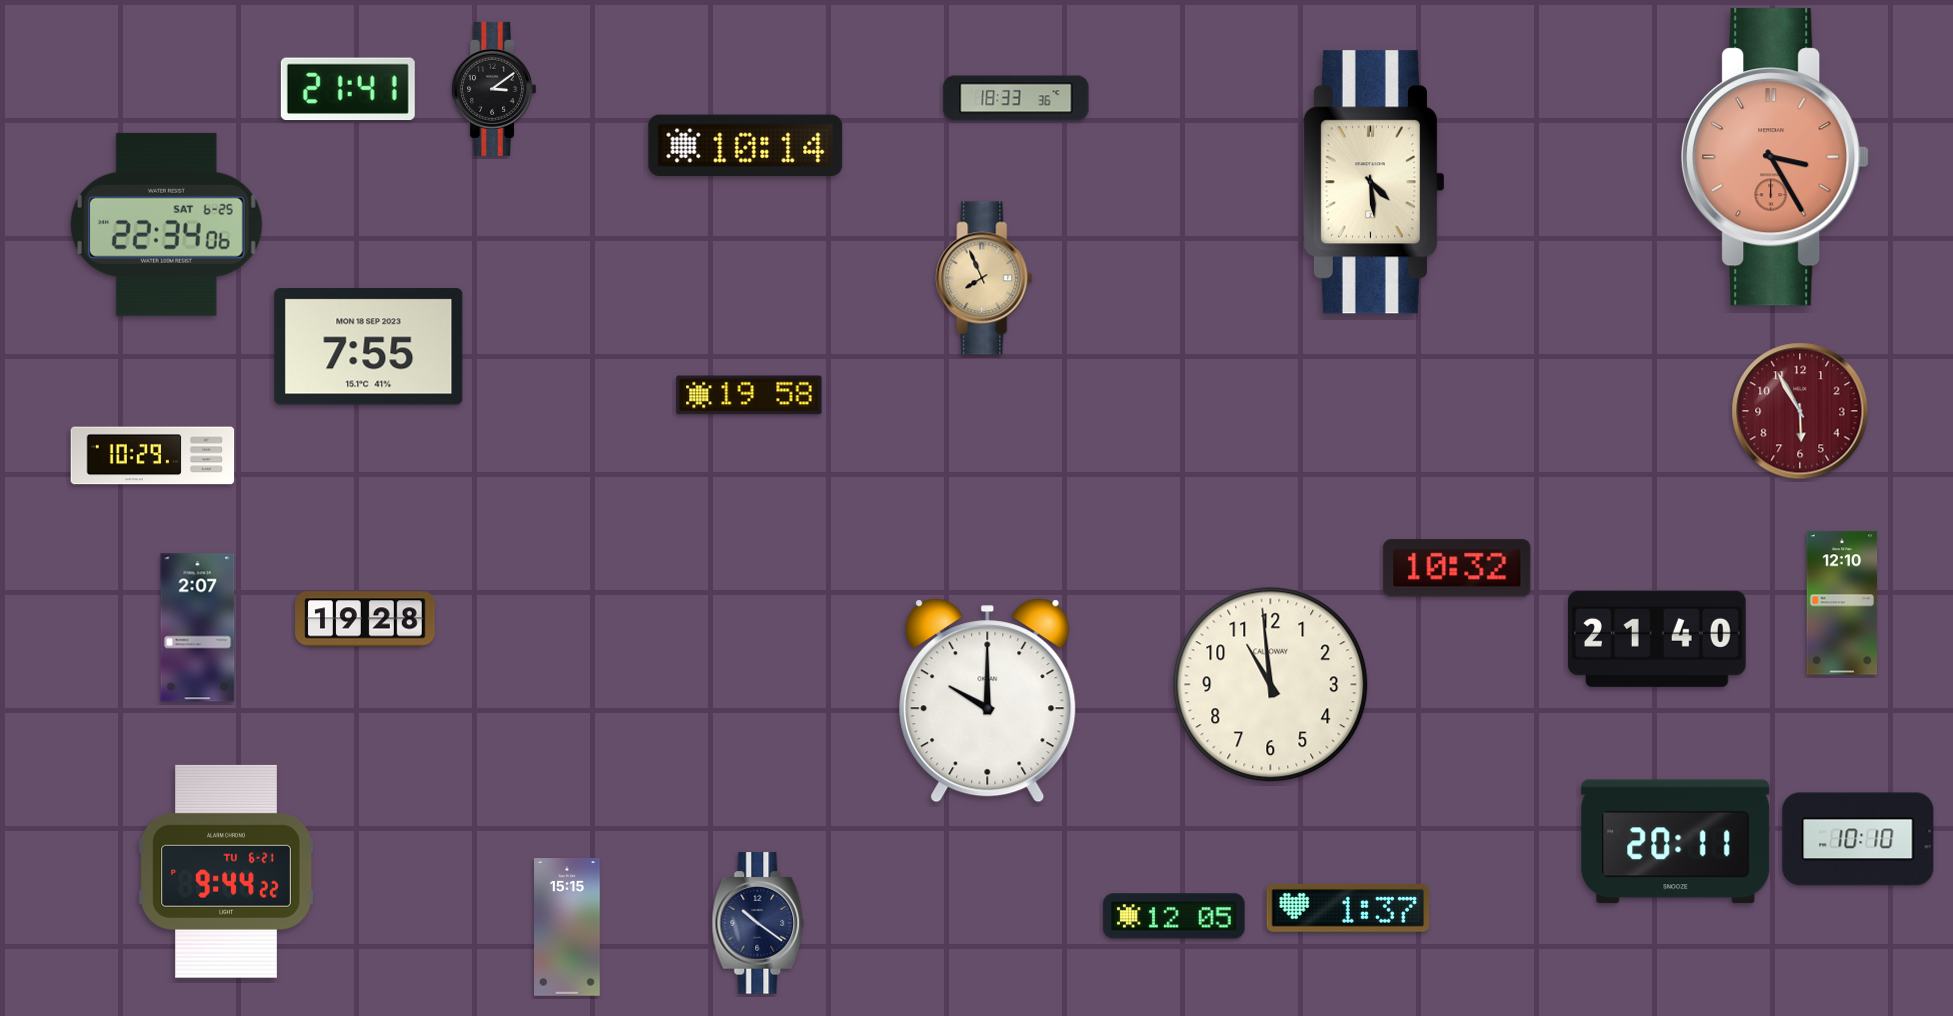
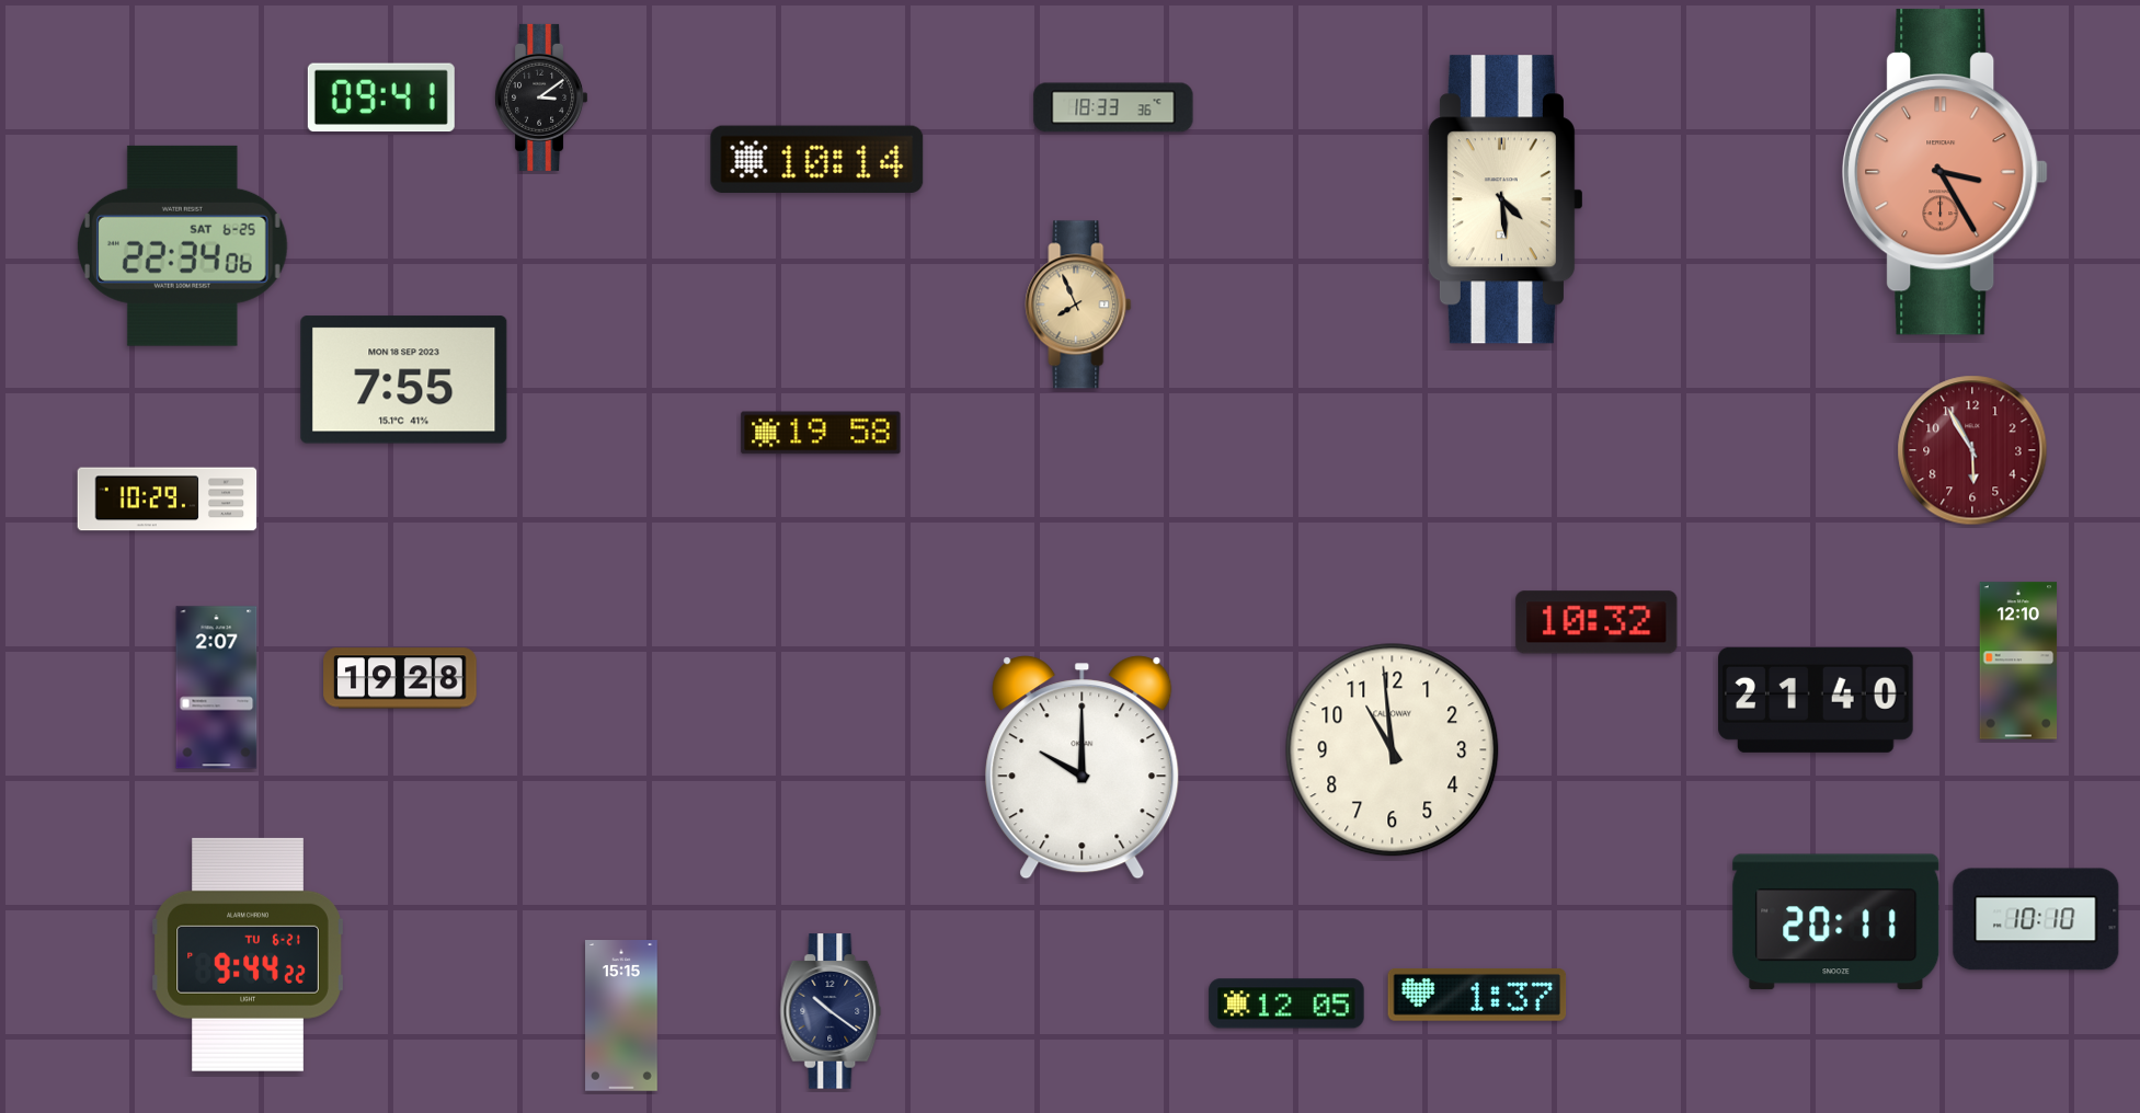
clock at (348, 89): 21:41 -> 09:41
